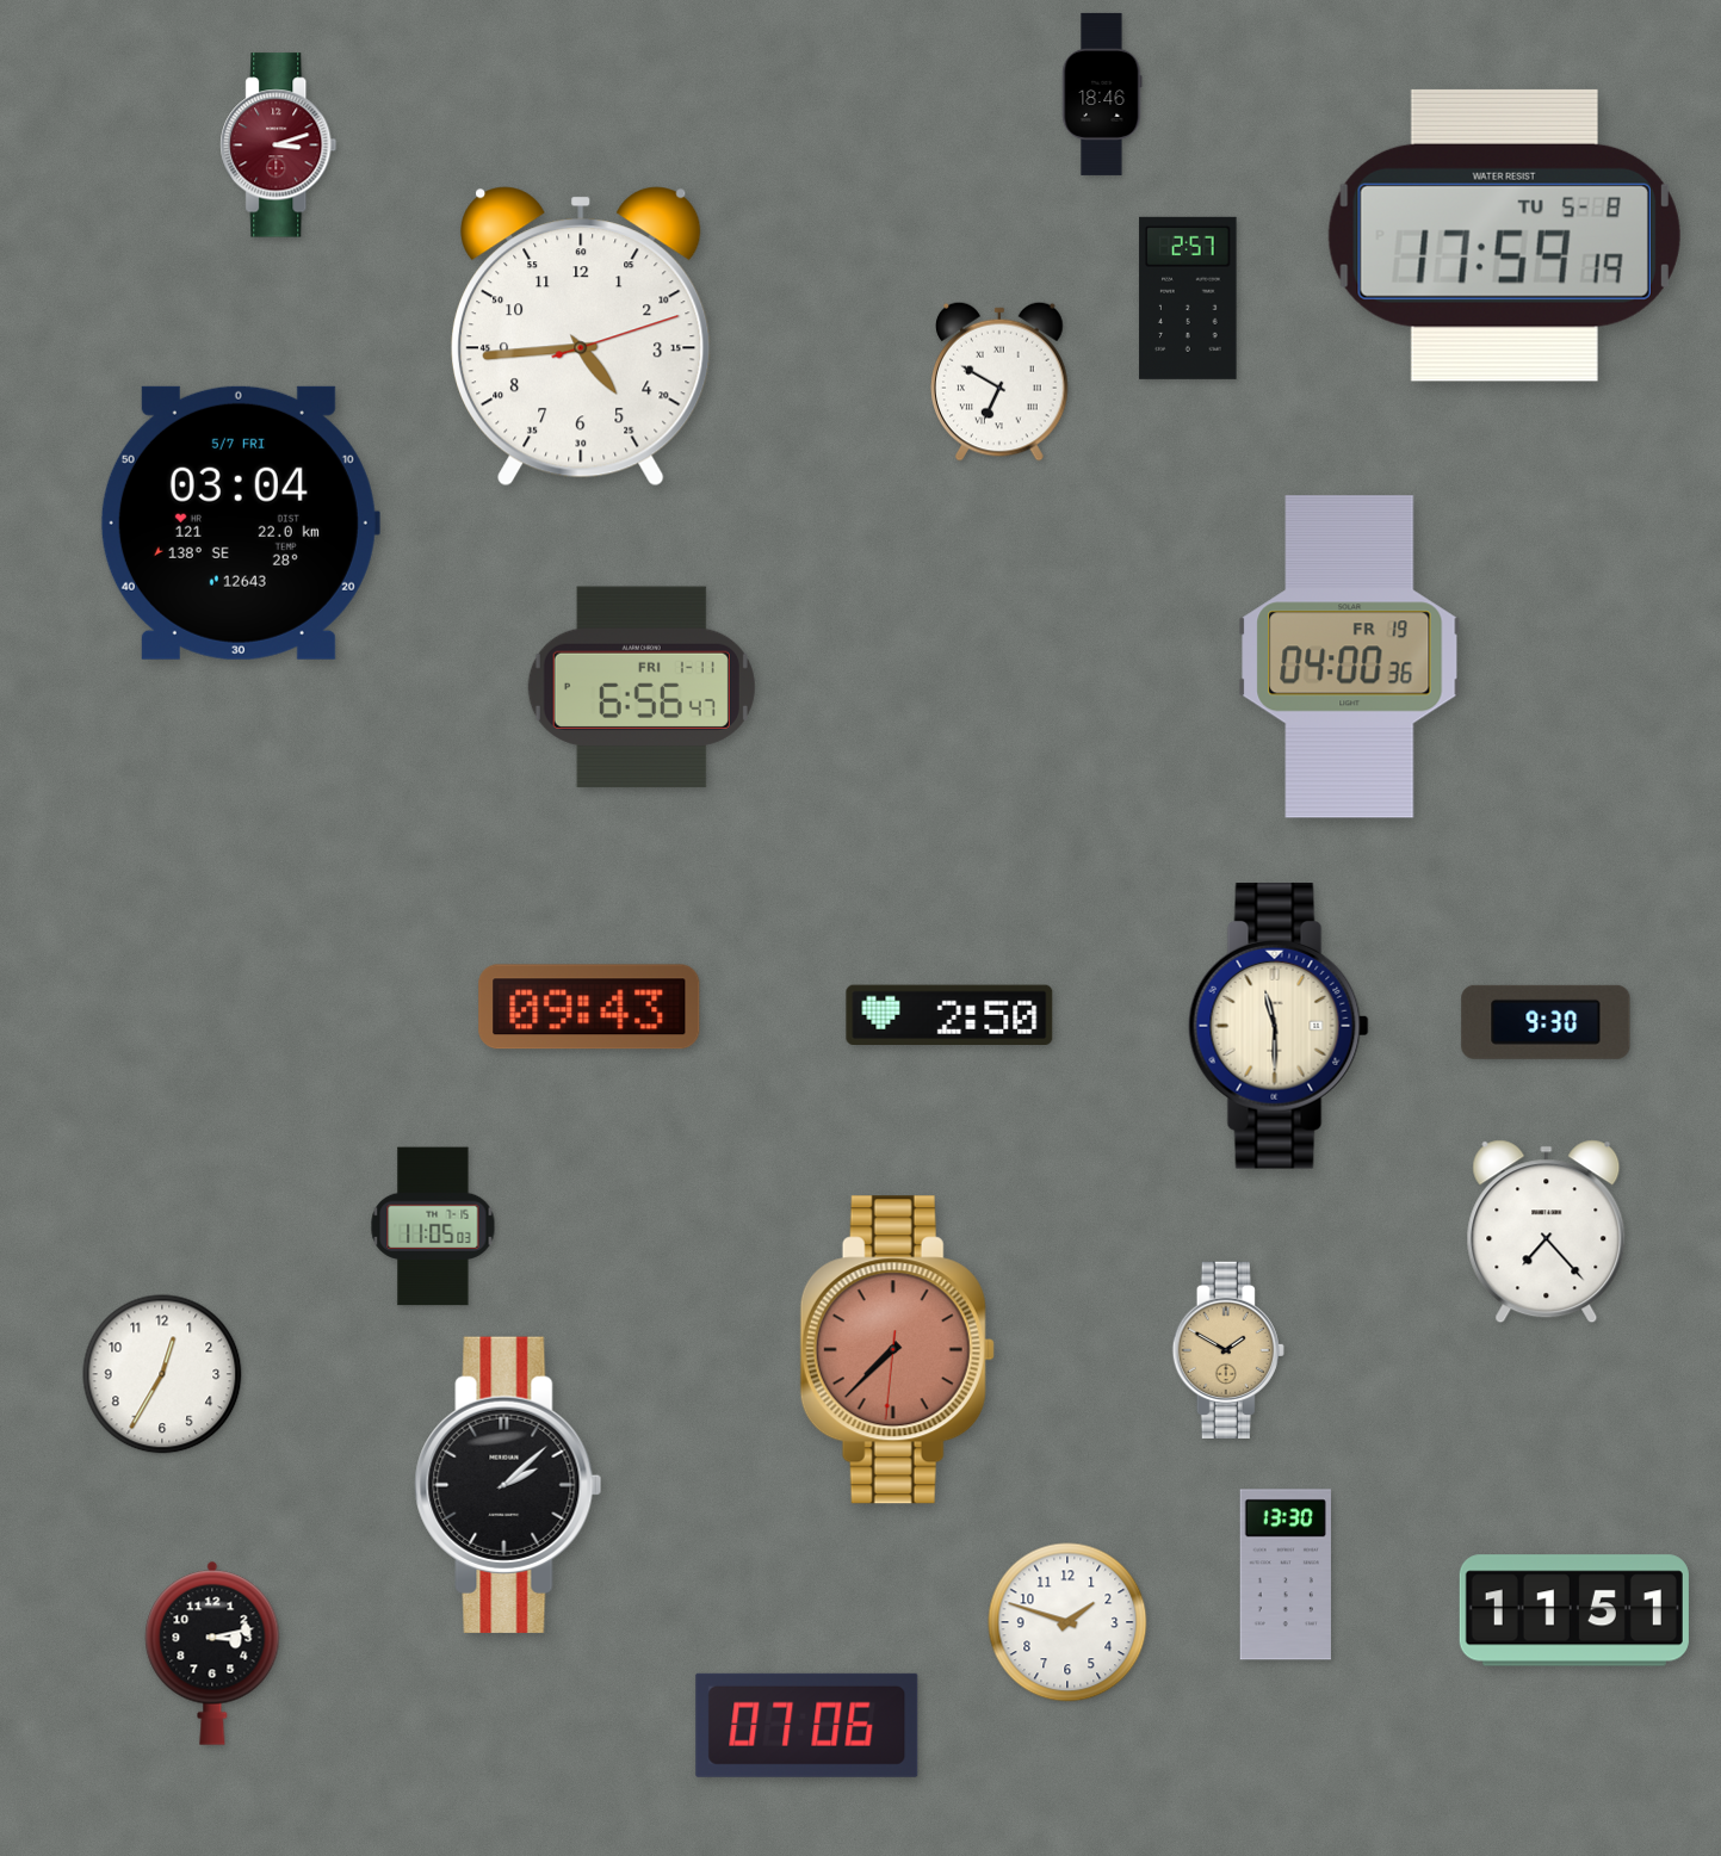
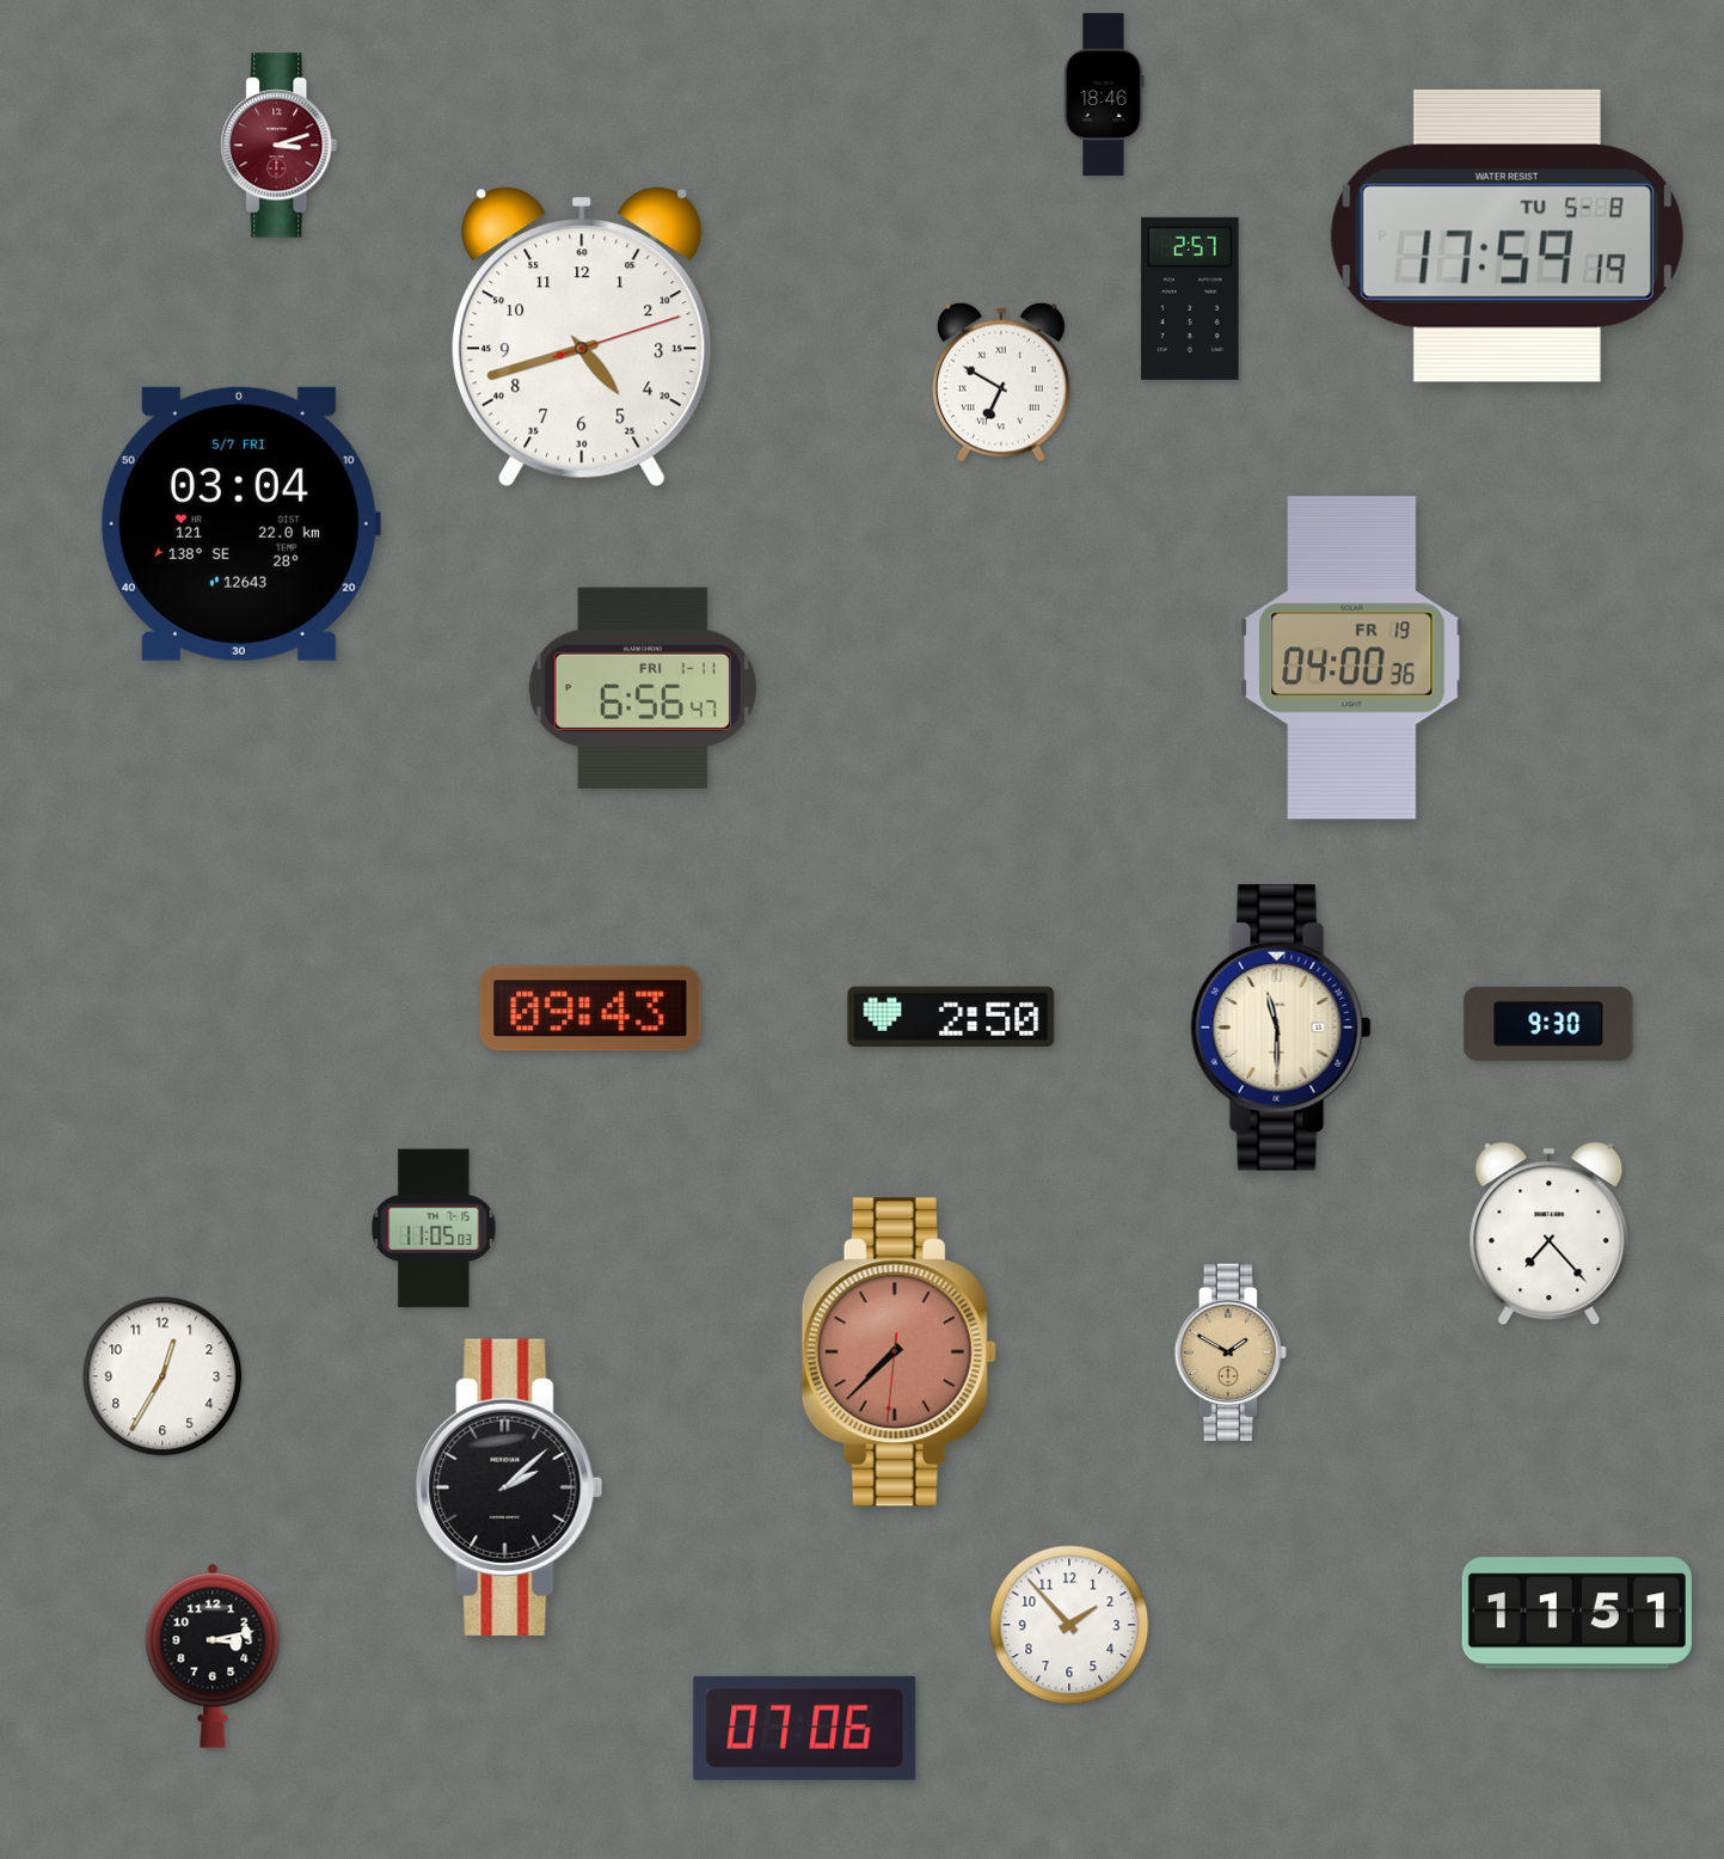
clock at (581, 336): 4:44 -> 4:42
clock at (1286, 1574): 13:30 -> none
clock at (1067, 1622): 1:48 -> 1:53
clock at (807, 1725) position: (807, 1725) -> (805, 1728)
